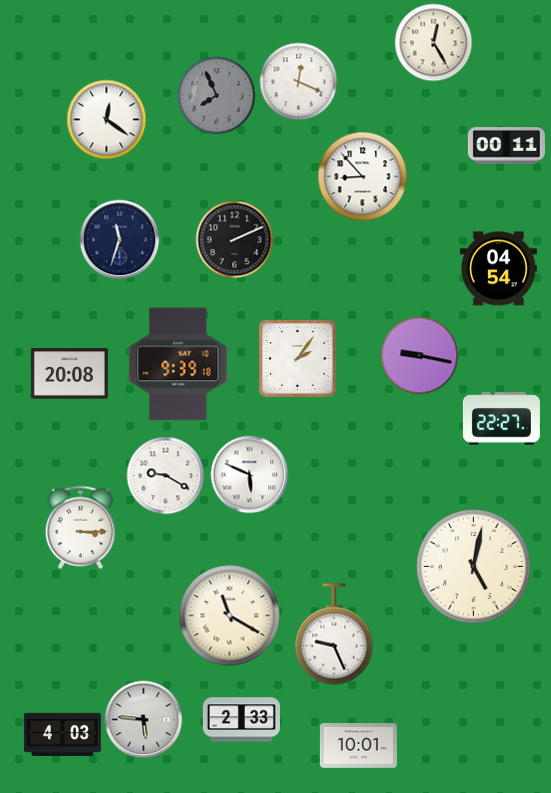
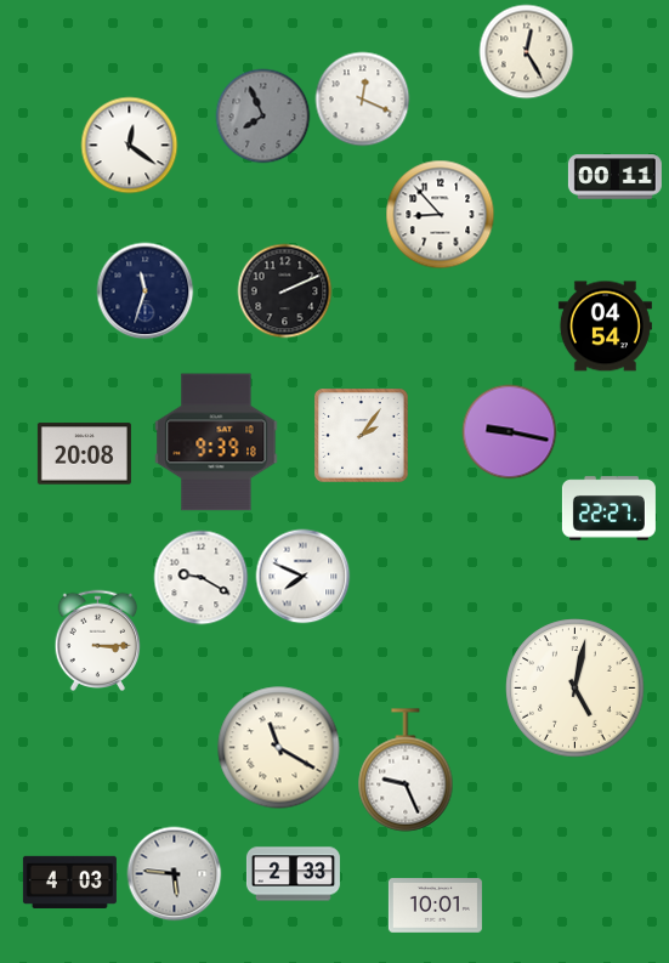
clock at (249, 474): 5:49 -> 7:49
clock at (62, 734) position: (62, 734) -> (69, 882)
